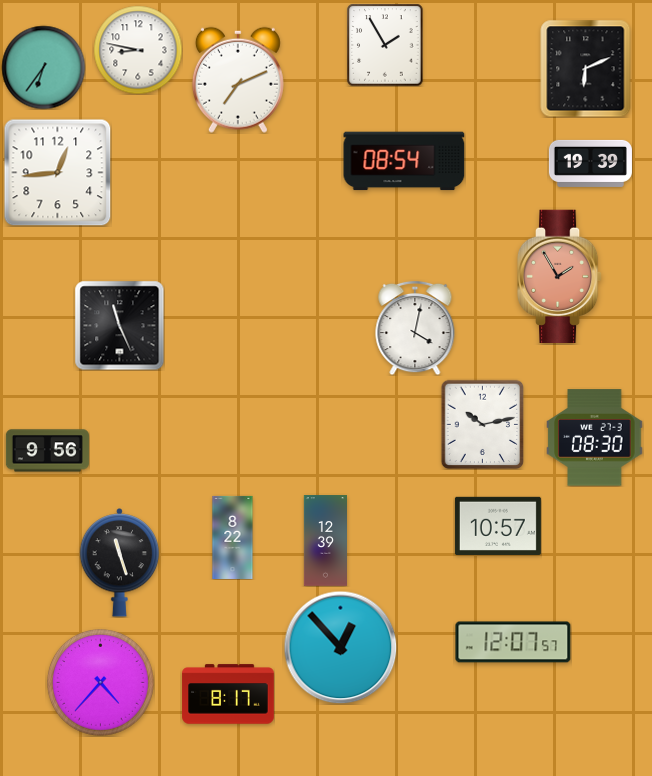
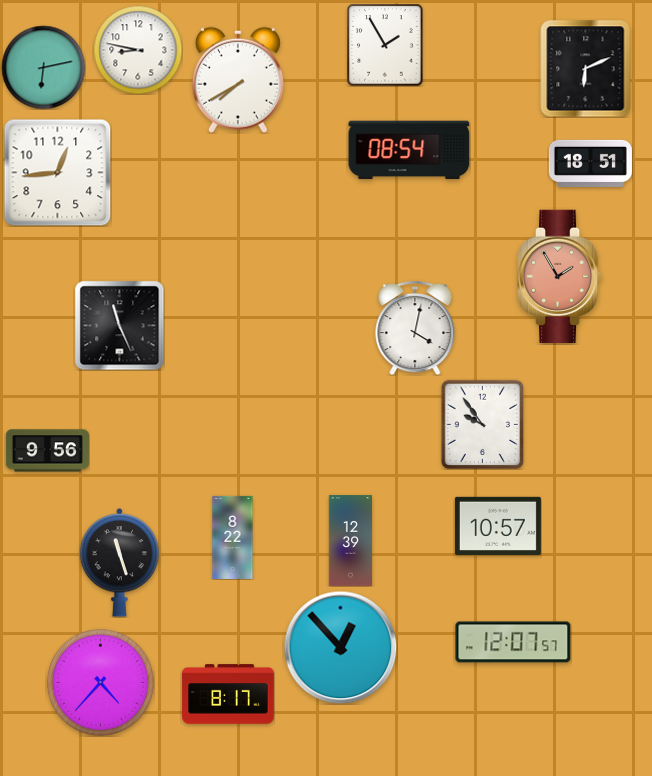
clock at (43, 67): 6:36 -> 6:13
clock at (238, 80): 7:11 -> 7:40
clock at (404, 161) position: (404, 161) -> (409, 150)
clock at (590, 163): 19:39 -> 18:51
clock at (483, 424): 10:13 -> 9:54
clock at (595, 438): 08:30 -> none
clock at (325, 541) position: (325, 541) -> (350, 541)
